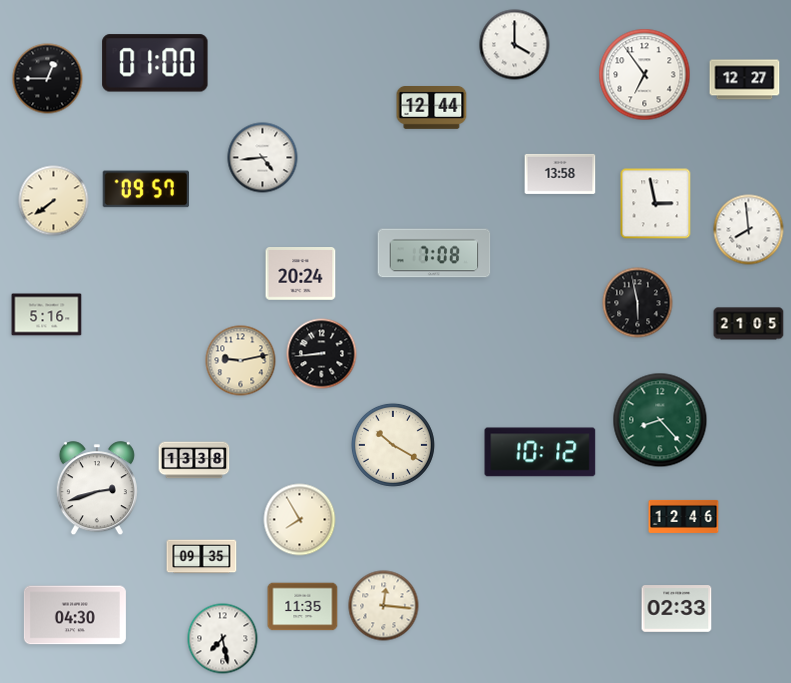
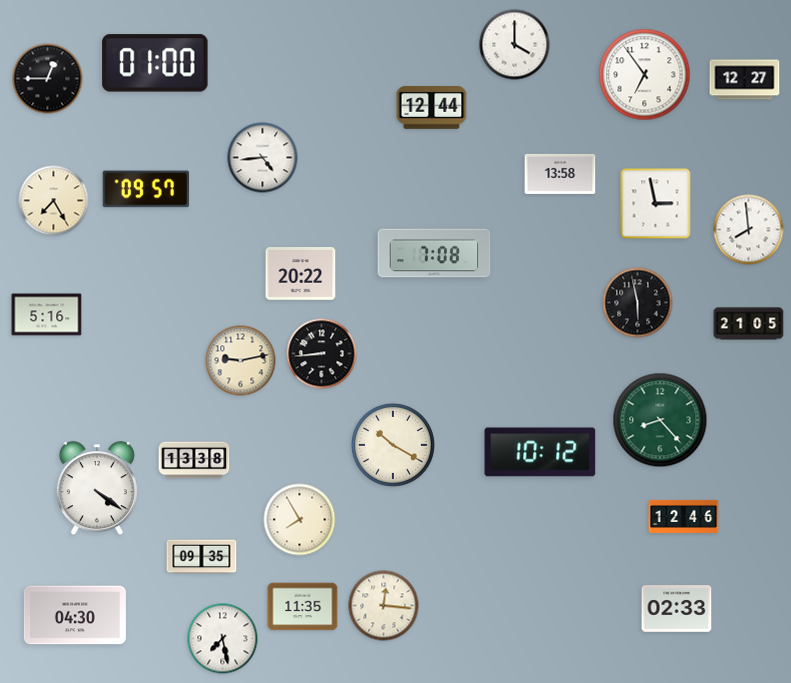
clock at (54, 201): 7:39 -> 7:25
clock at (301, 274): 20:24 -> 20:22
clock at (97, 489): 2:42 -> 4:21
